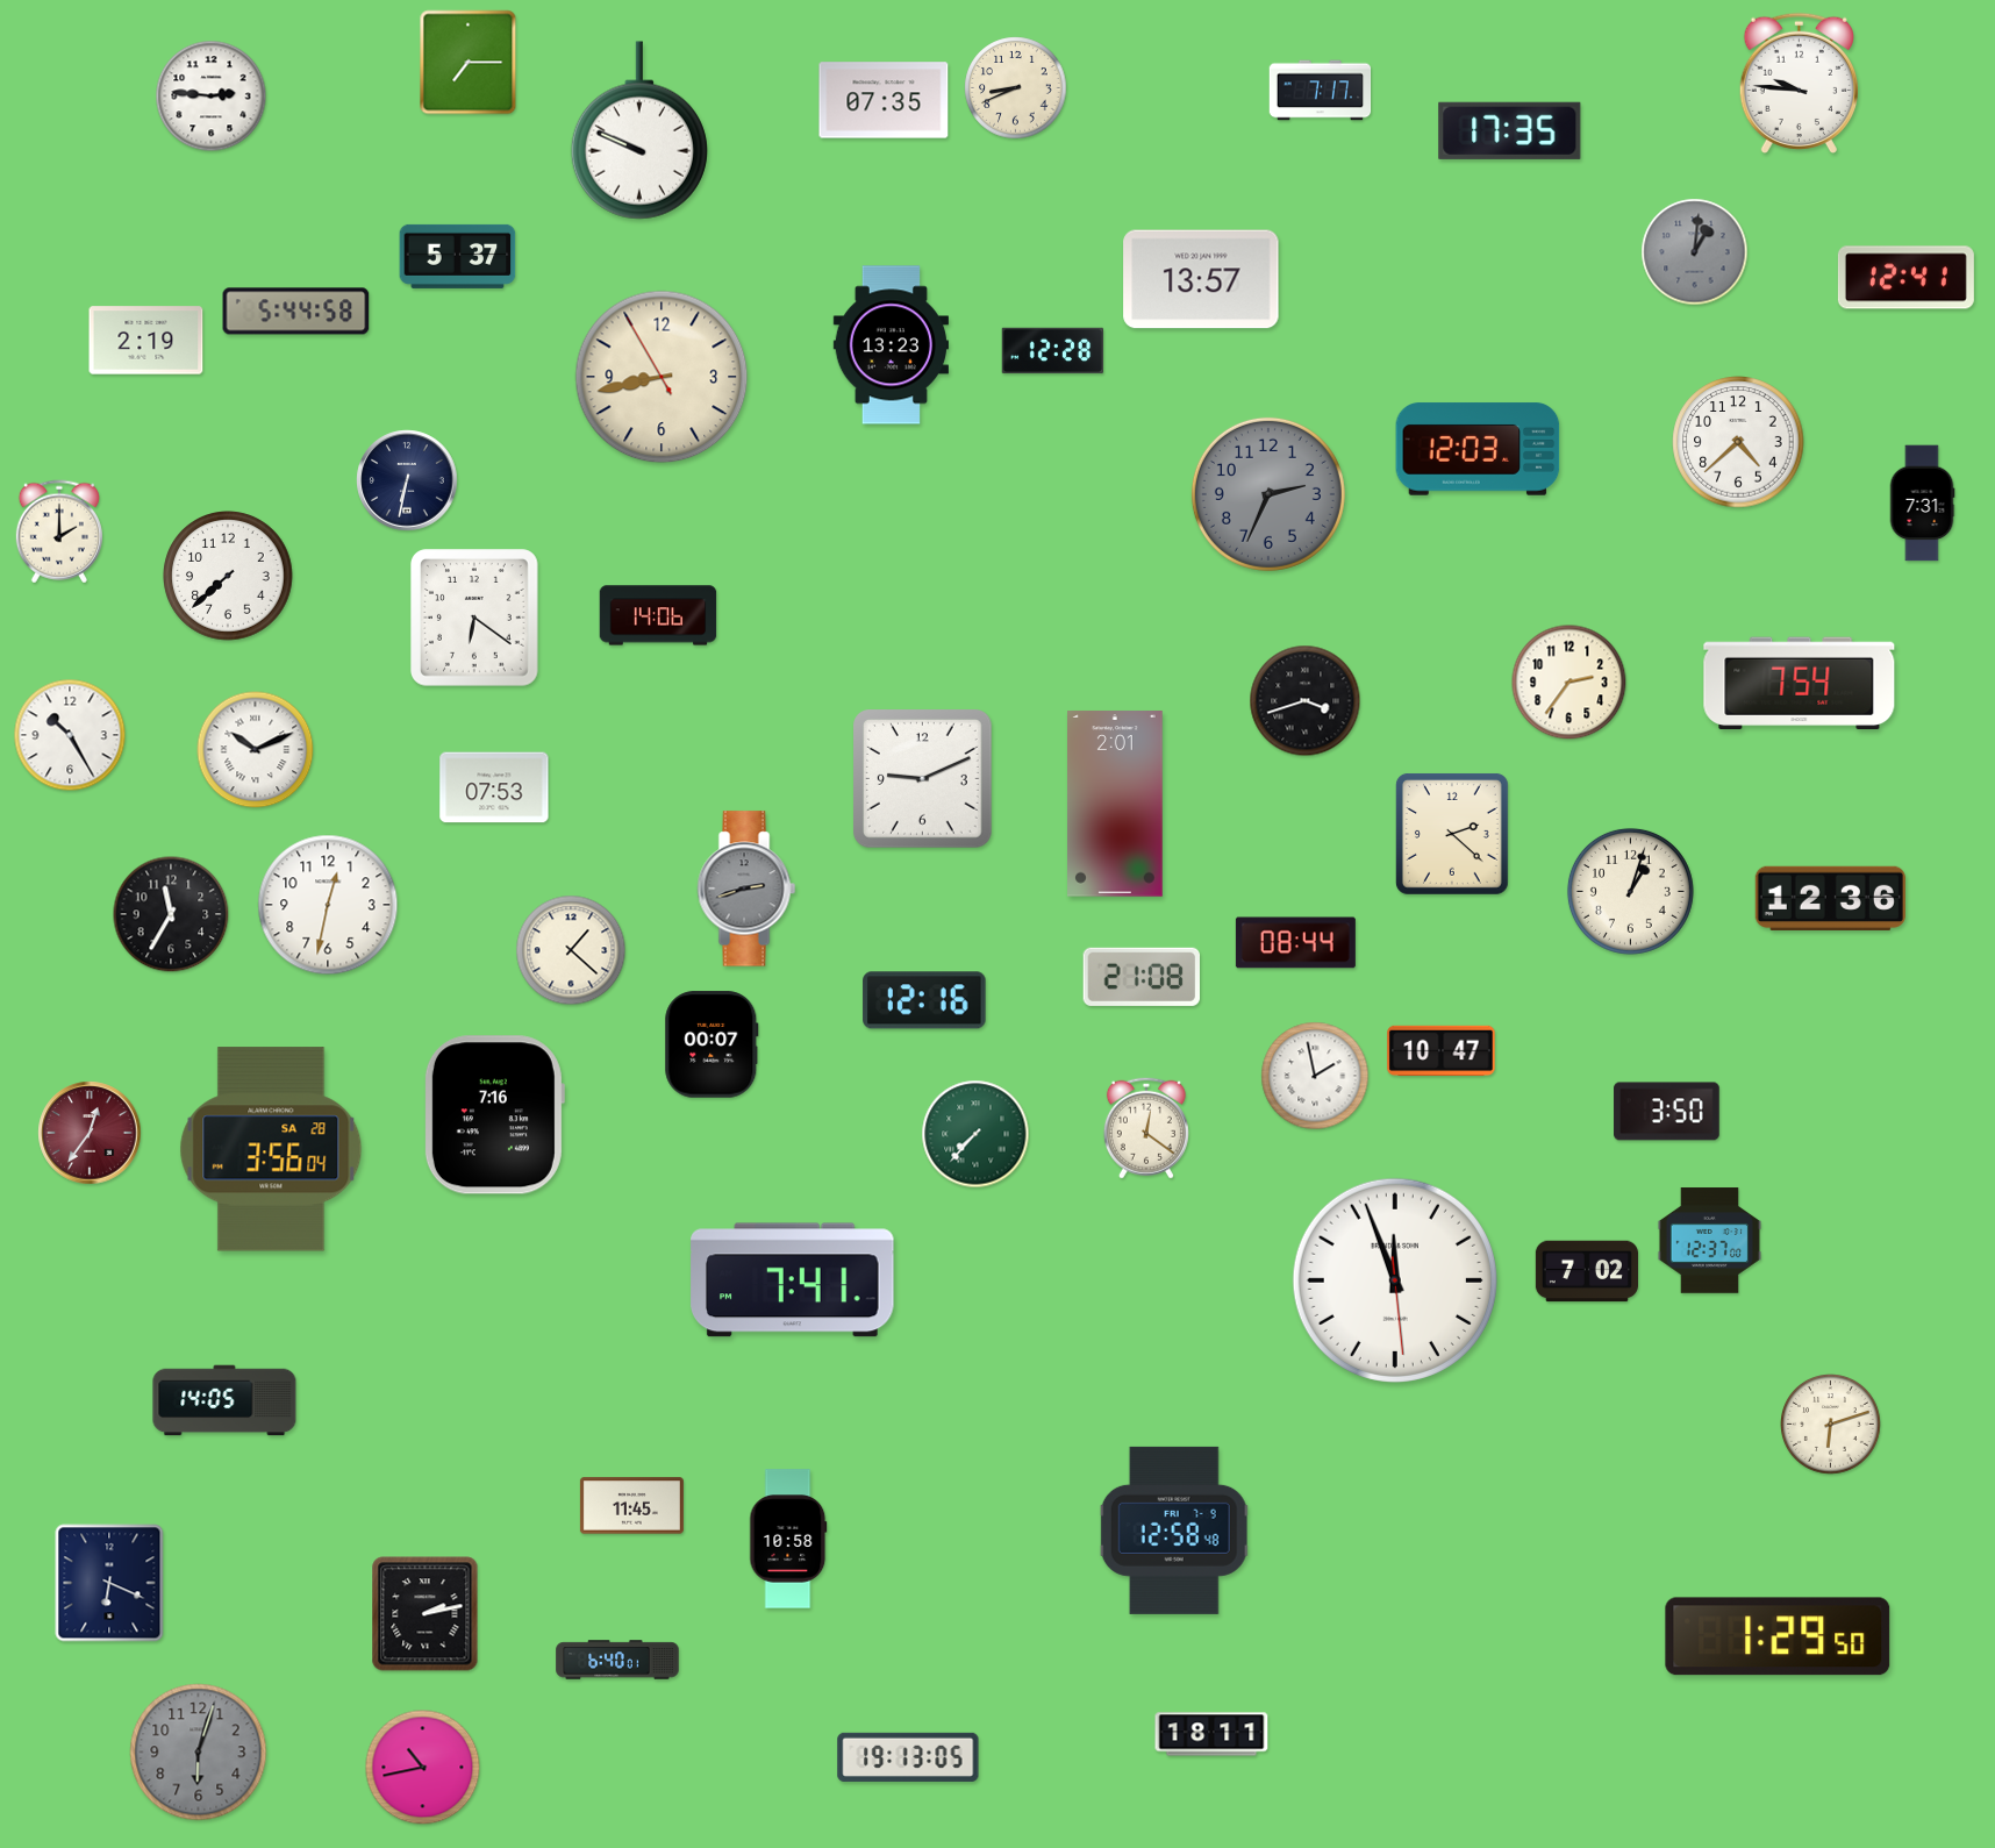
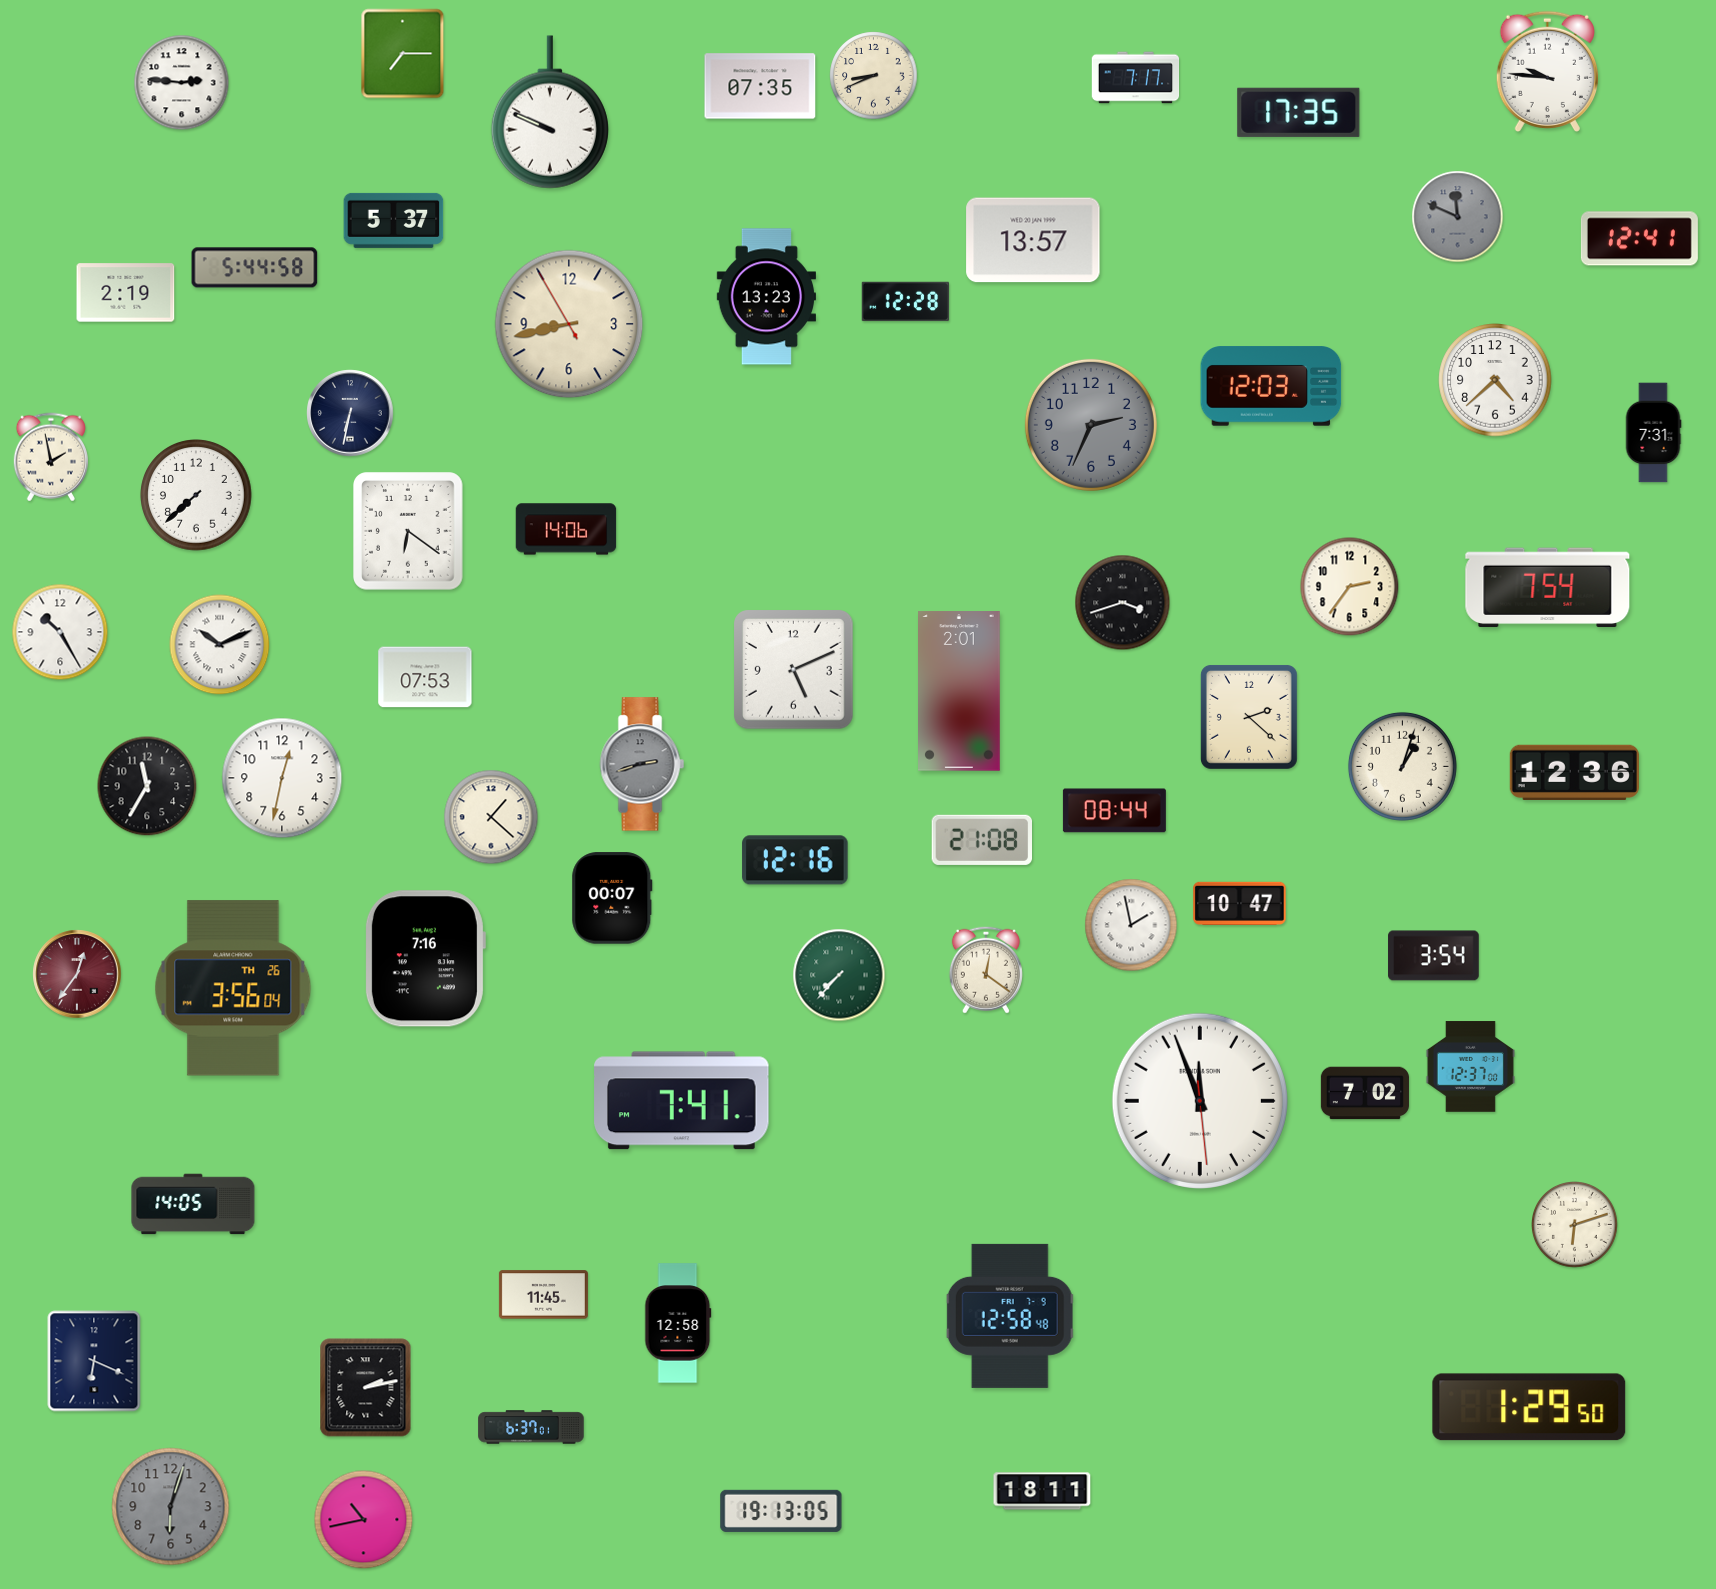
clock at (1695, 252): 1:01 -> 11:49
clock at (59, 531): 2:00 -> 1:58
clock at (923, 779): 9:11 -> 5:11
clock at (1667, 1112): 3:50 -> 3:54
clock at (271, 1149) date: SA 28 -> TH 26
clock at (788, 1539): 10:58 -> 12:58
clock at (617, 1660): 6:40 -> 6:37
